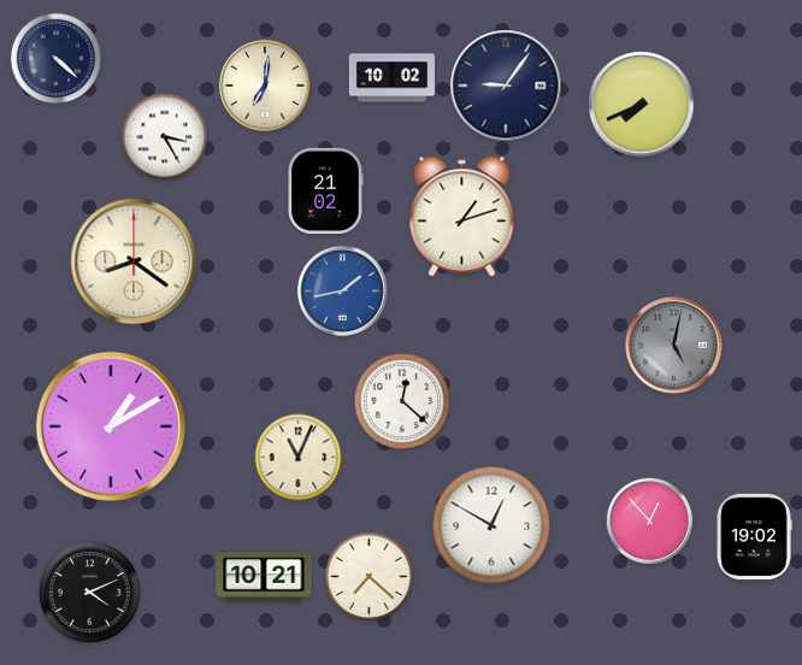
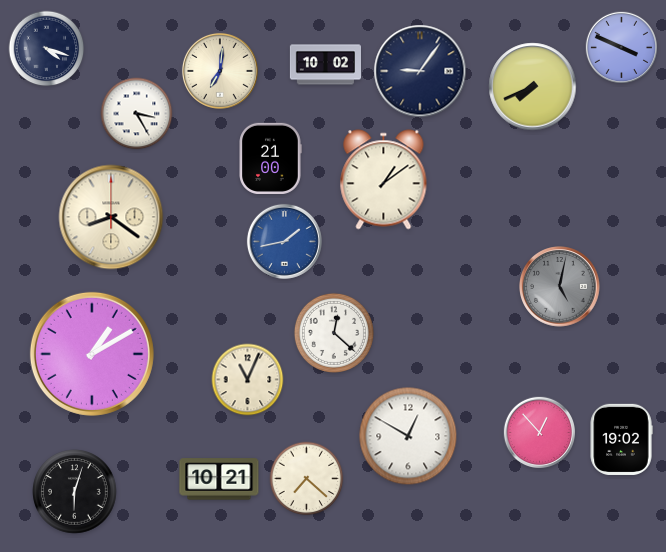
clock at (621, 47): none -> 3:49
clock at (57, 59): 4:22 -> 4:18
clock at (325, 190): 21:02 -> 21:00
clock at (462, 217): 1:12 -> 1:09
clock at (754, 536) position: (754, 536) -> (621, 439)
clock at (90, 593): 4:11 -> 6:03
